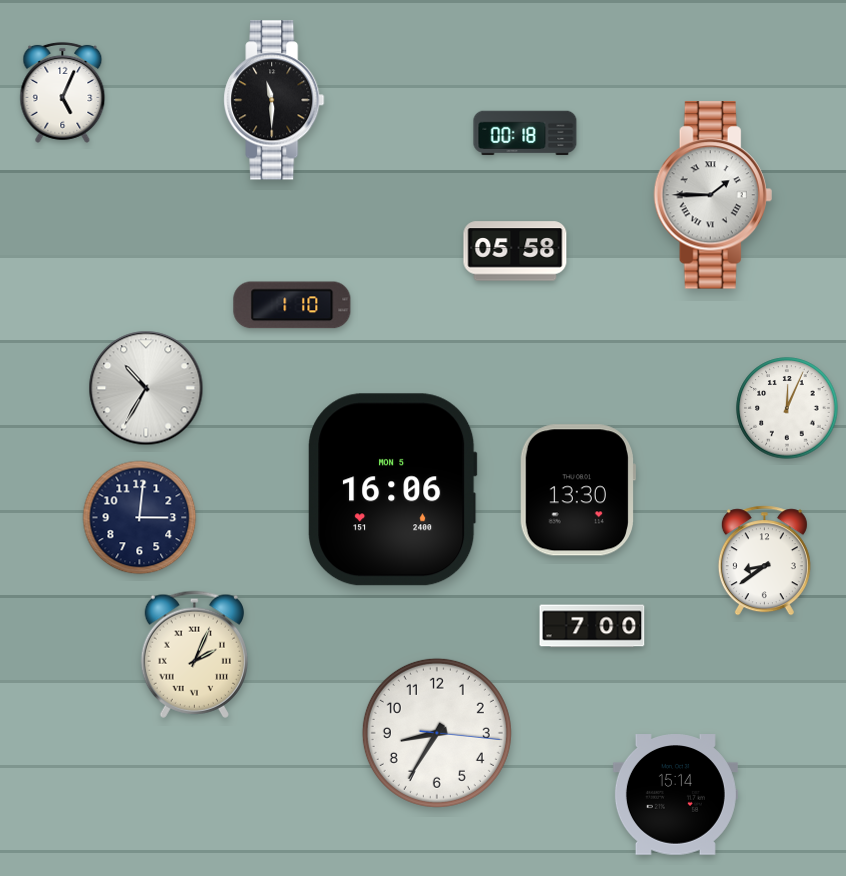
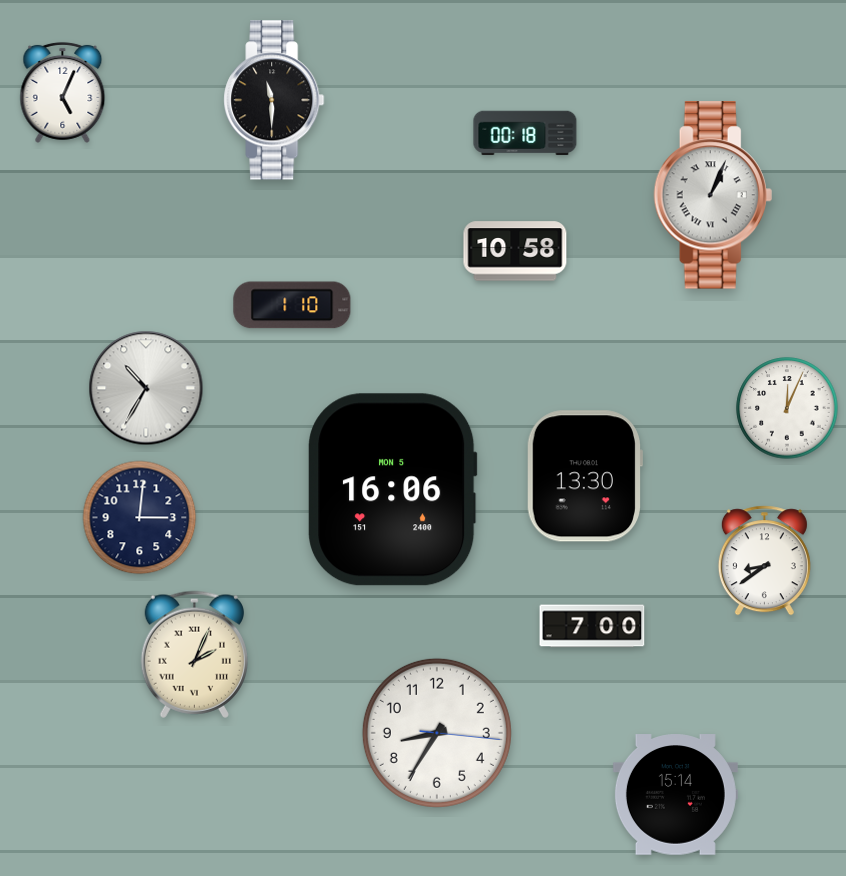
clock at (713, 195): 1:45 -> 1:04
clock at (515, 251): 05:58 -> 10:58
clock at (577, 490) position: (577, 490) -> (584, 476)
